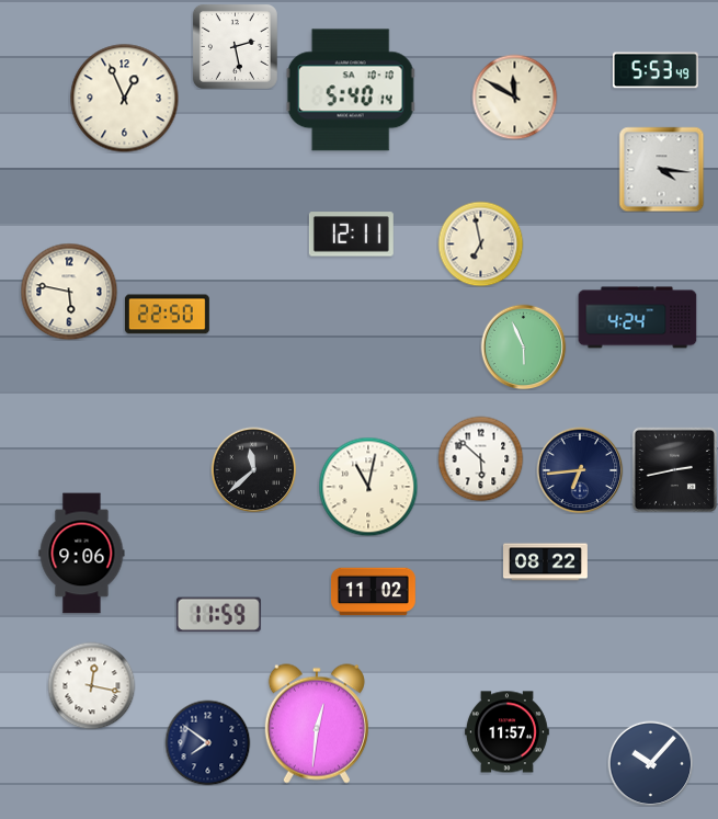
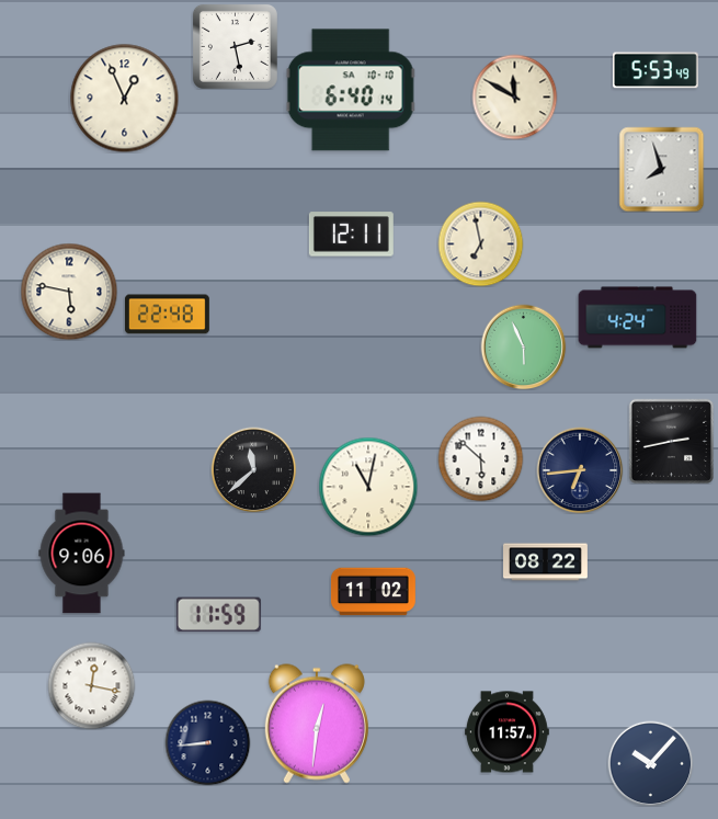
clock at (351, 90): 5:40 -> 6:40
clock at (661, 169): 4:16 -> 7:57
clock at (167, 315): 22:50 -> 22:48
clock at (674, 469) position: (674, 469) -> (671, 441)
clock at (207, 742): 7:51 -> 8:44
